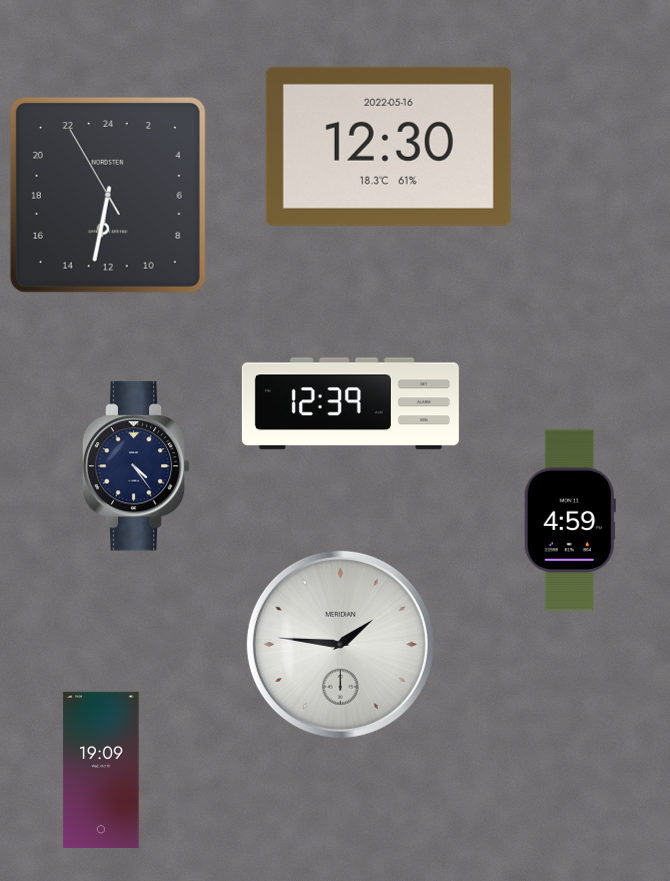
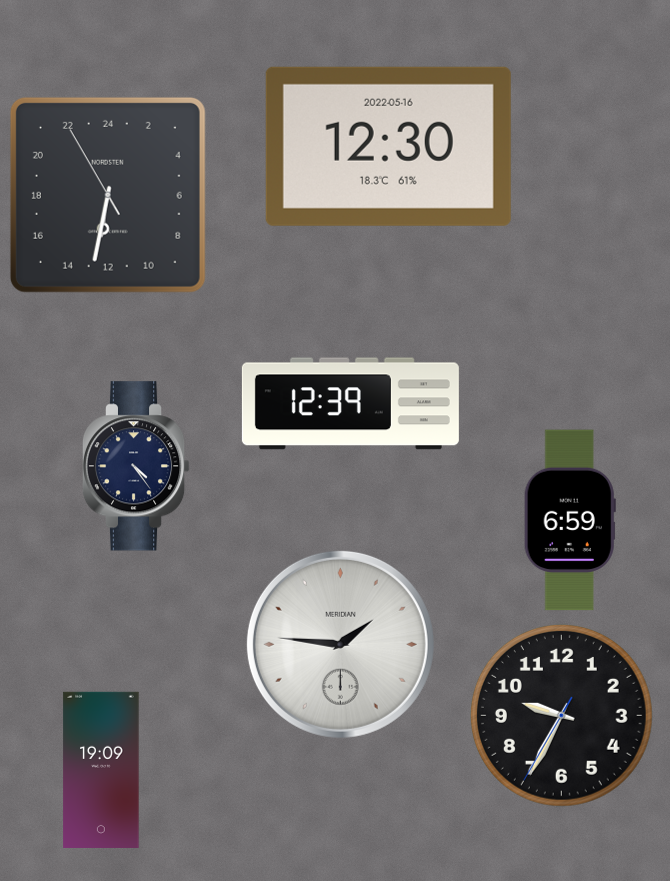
clock at (570, 520): 4:59 -> 6:59
clock at (561, 715): none -> 9:34
